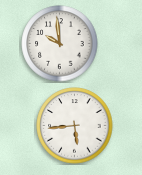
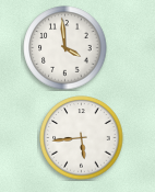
clock at (60, 44): 9:59 -> 3:59
